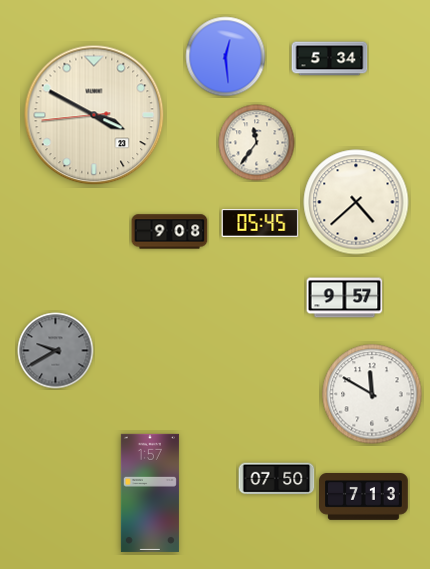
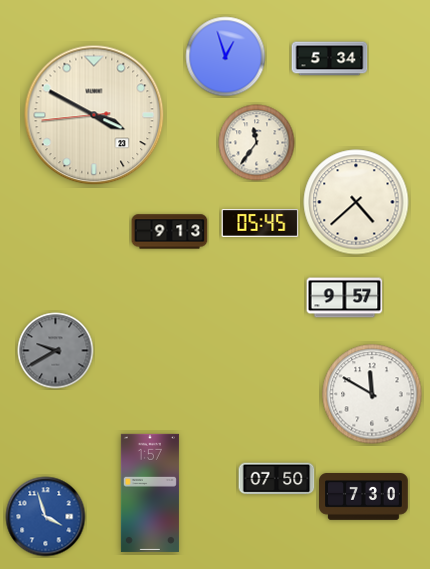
clock at (226, 57): 12:29 -> 12:57
clock at (170, 232): 9:08 -> 9:13
clock at (364, 497): 7:13 -> 7:30
clock at (46, 517): none -> 3:57
